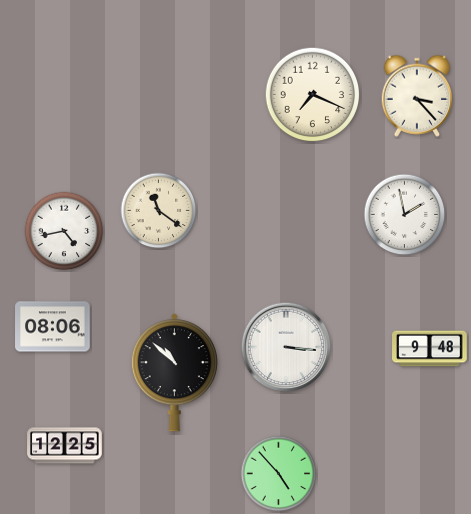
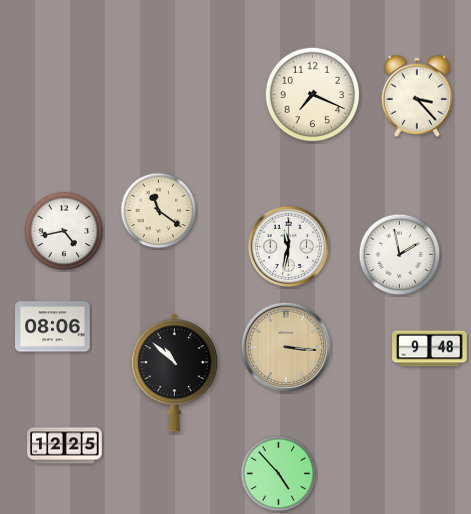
clock at (405, 215) position: (405, 215) -> (400, 255)
clock at (288, 246): none -> 11:32
clock at (286, 347) dial: white -> champagne
